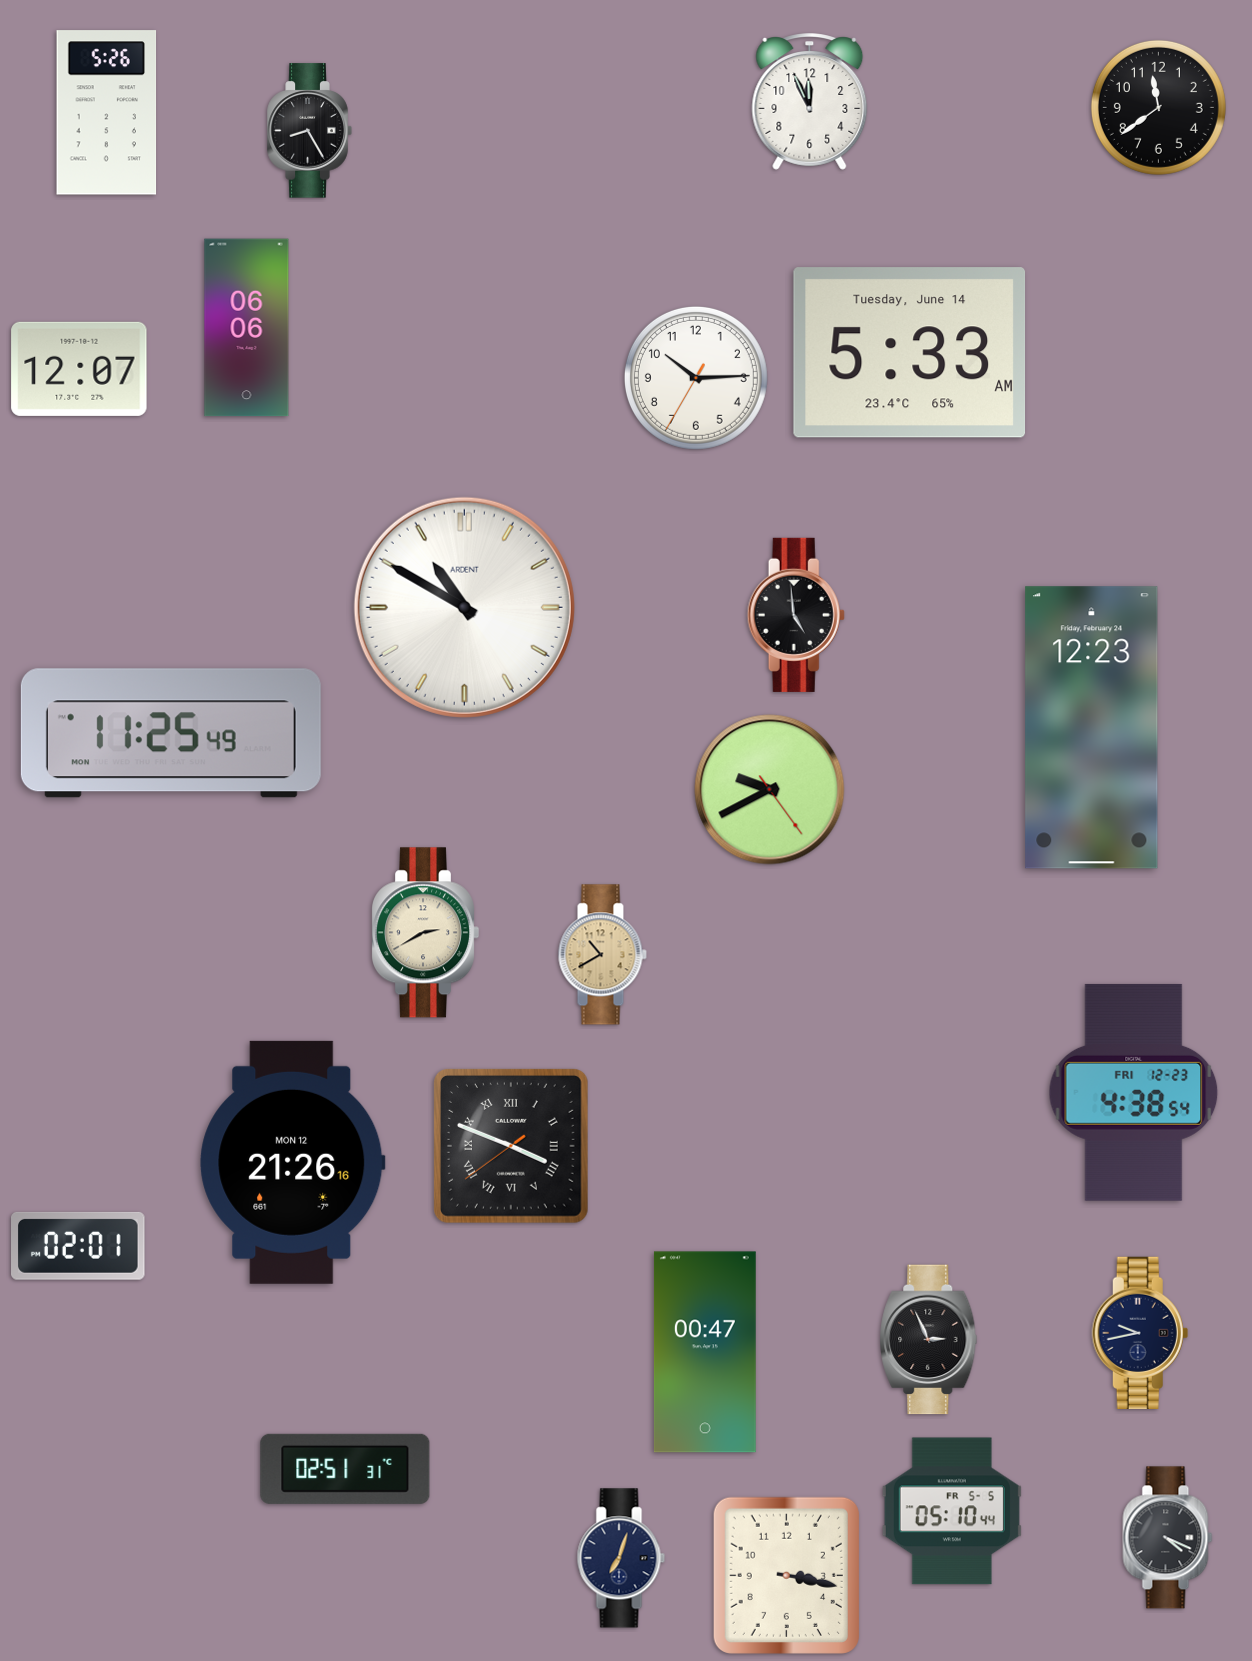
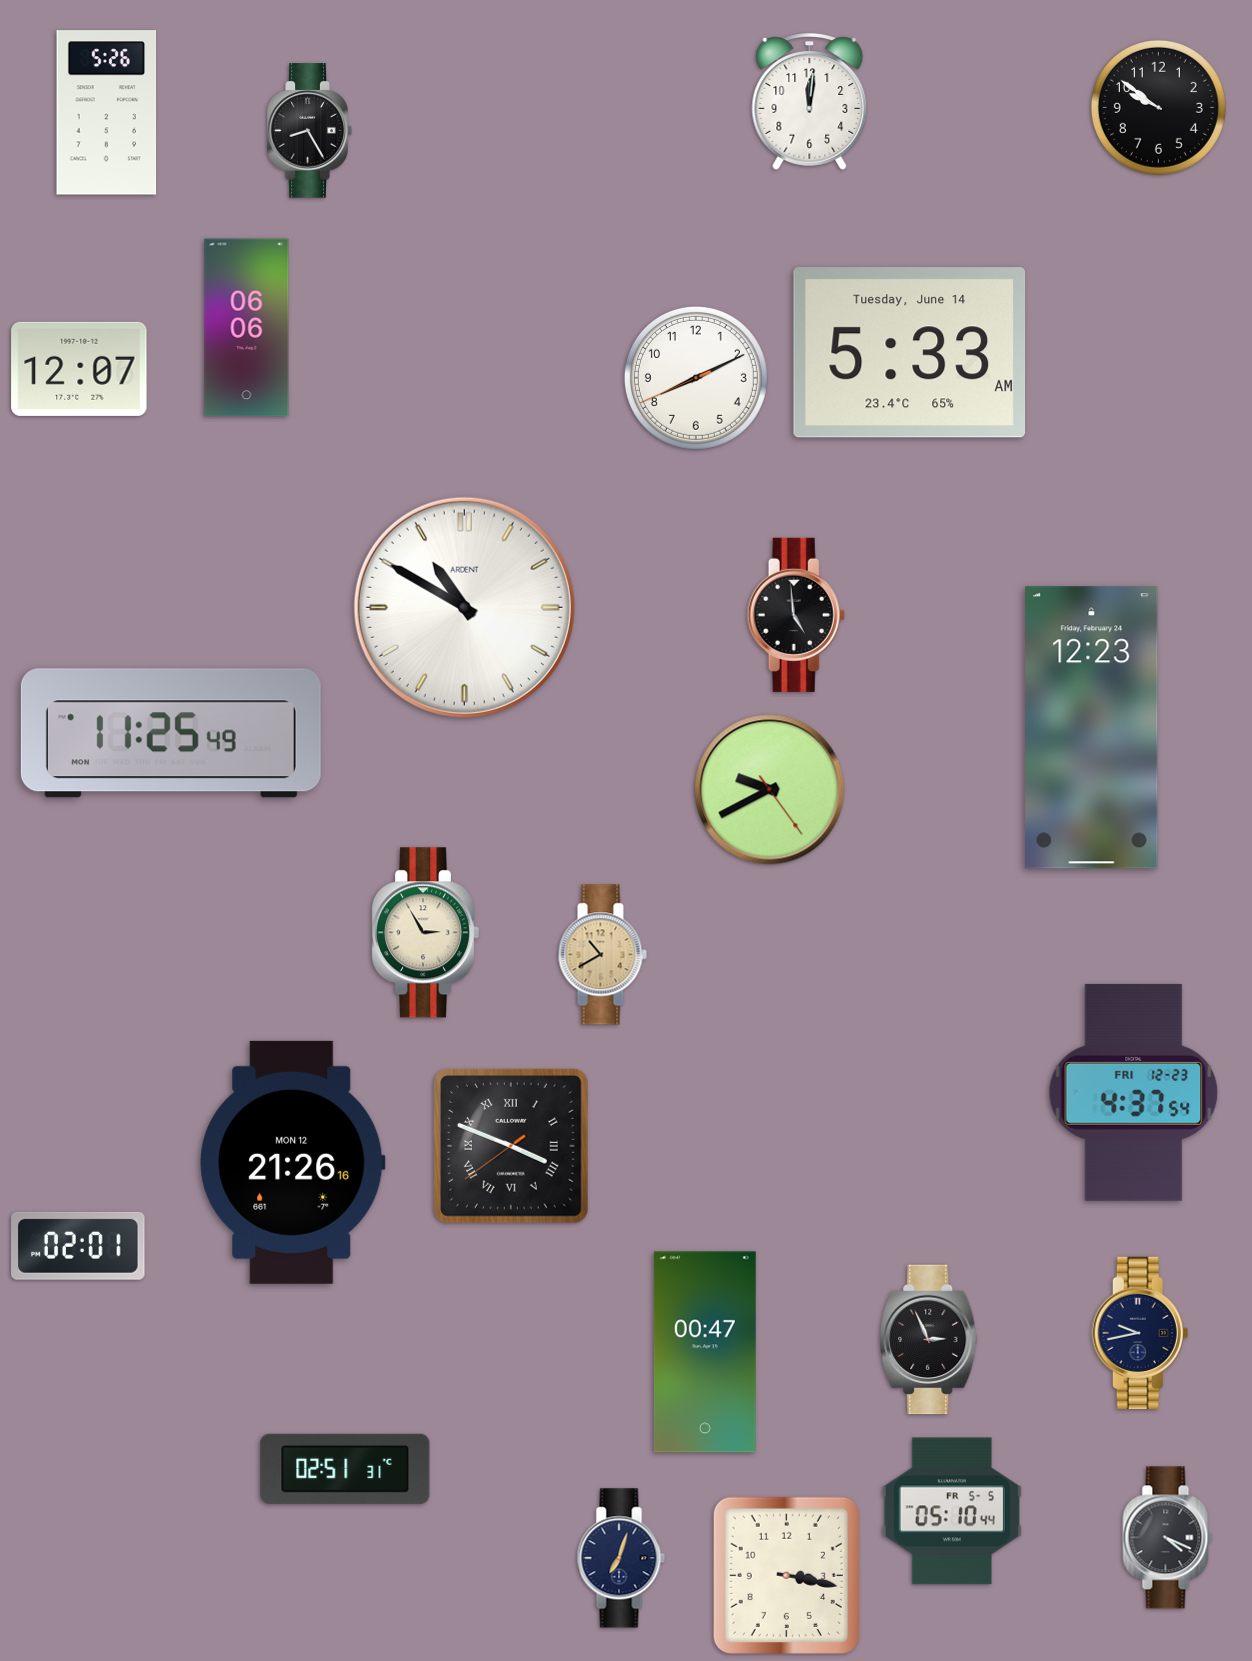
clock at (810, 102): 11:56 -> 12:01
clock at (1158, 107): 11:39 -> 9:51
clock at (696, 378): 10:14 -> 8:10
clock at (426, 933): 2:40 -> 2:55
clock at (1134, 1092): 4:38 -> 4:37
